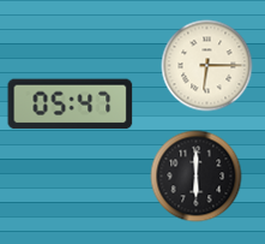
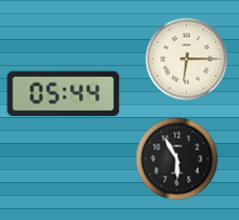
clock at (71, 105): 05:47 -> 05:44
clock at (197, 177): 6:00 -> 5:55
